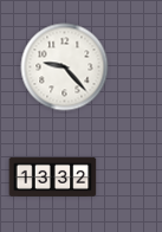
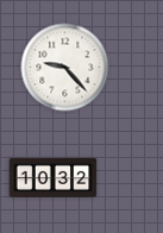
clock at (53, 176): 13:32 -> 10:32
